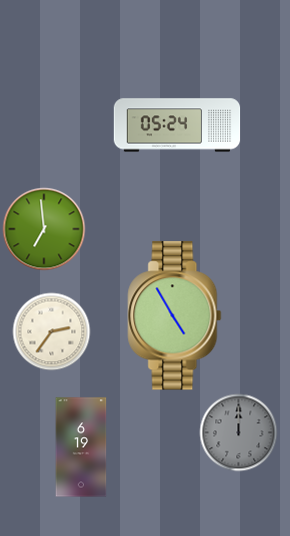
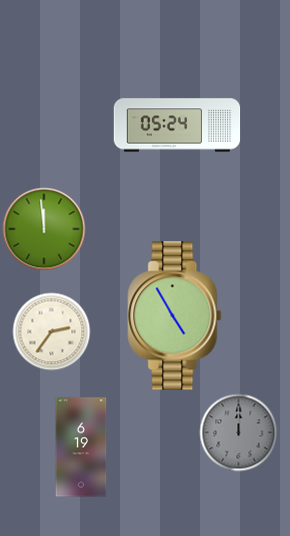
clock at (44, 229): 6:59 -> 11:59
